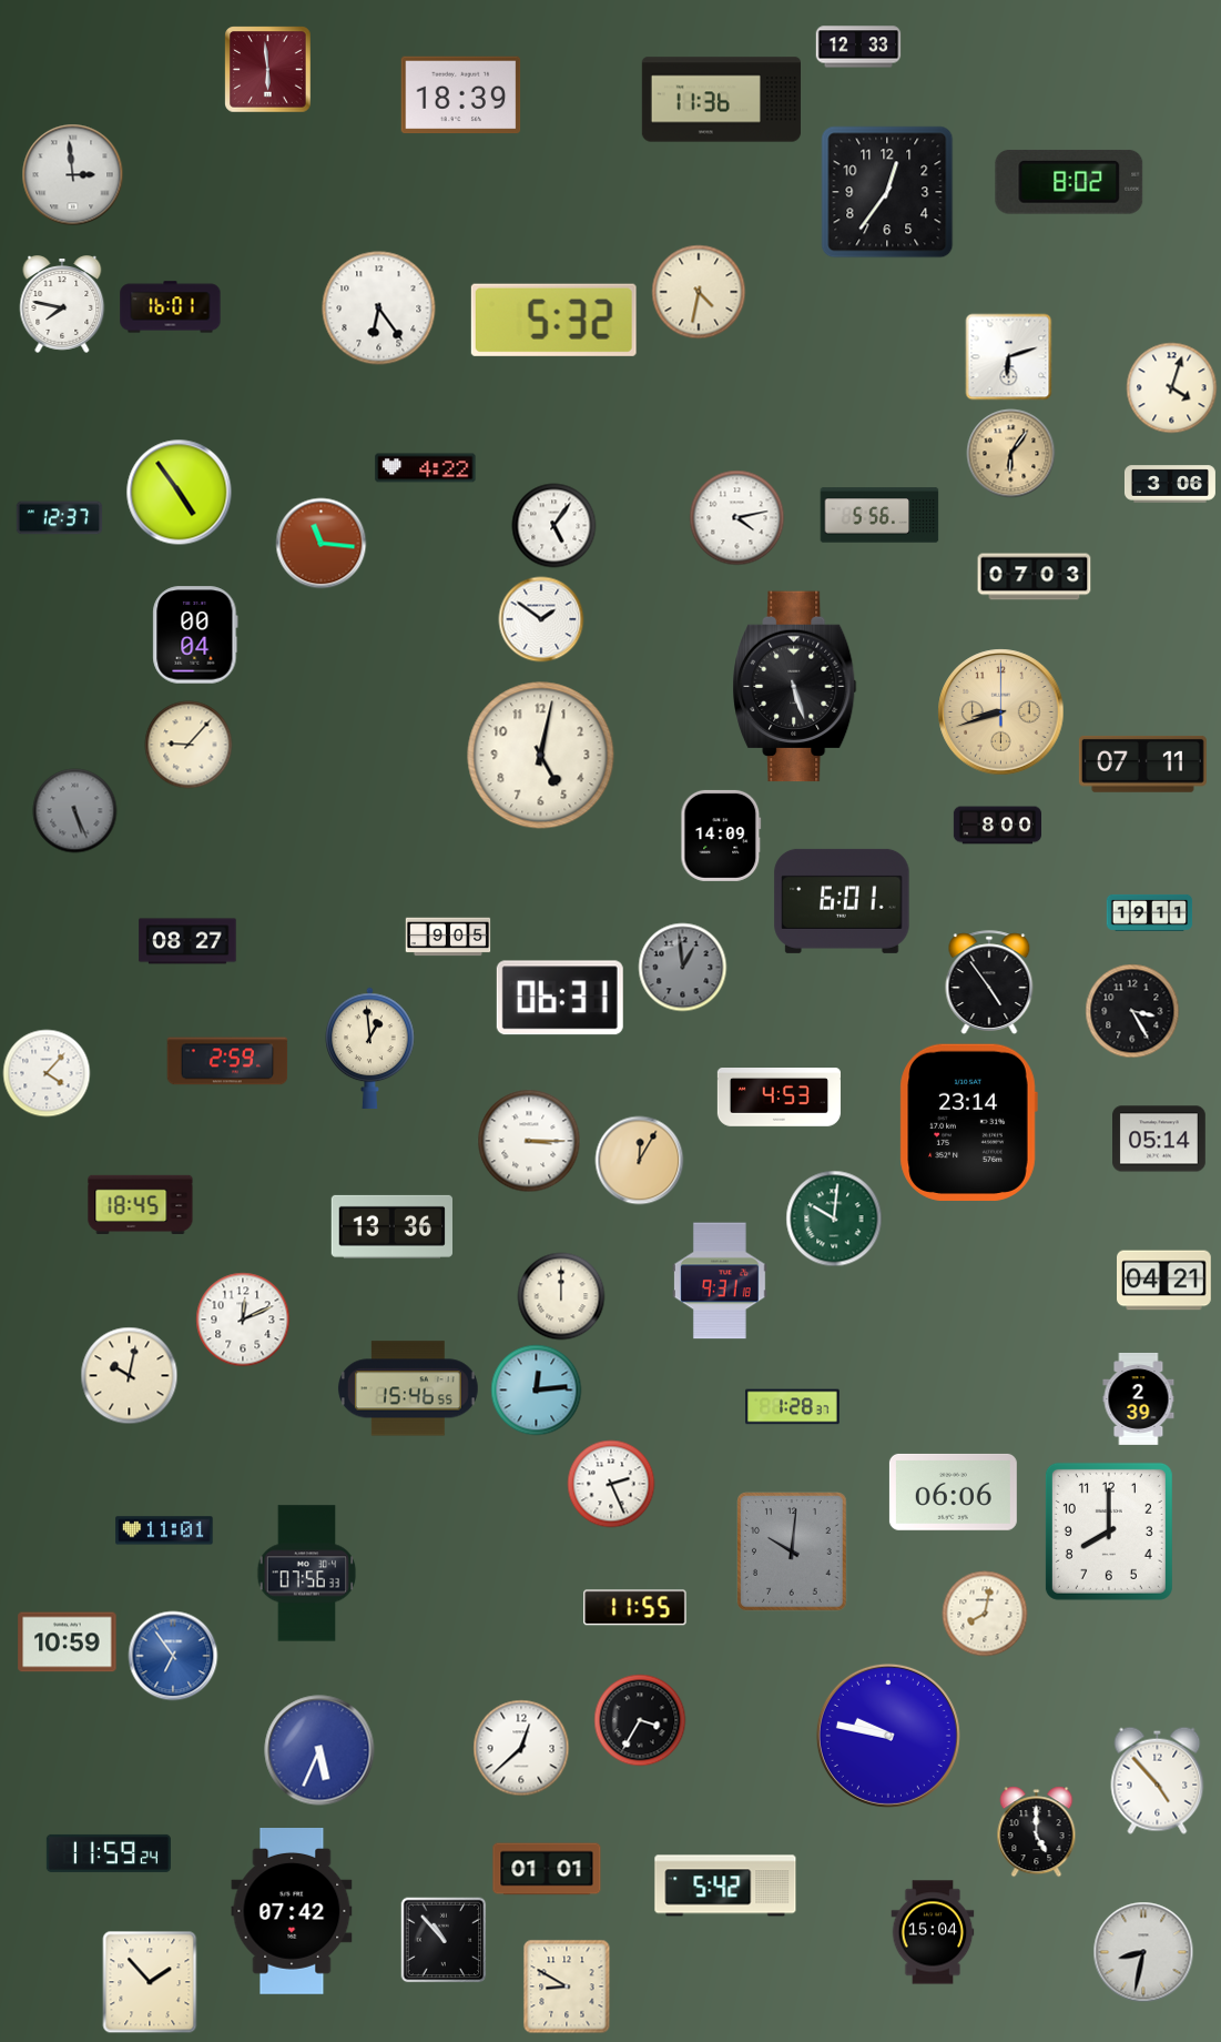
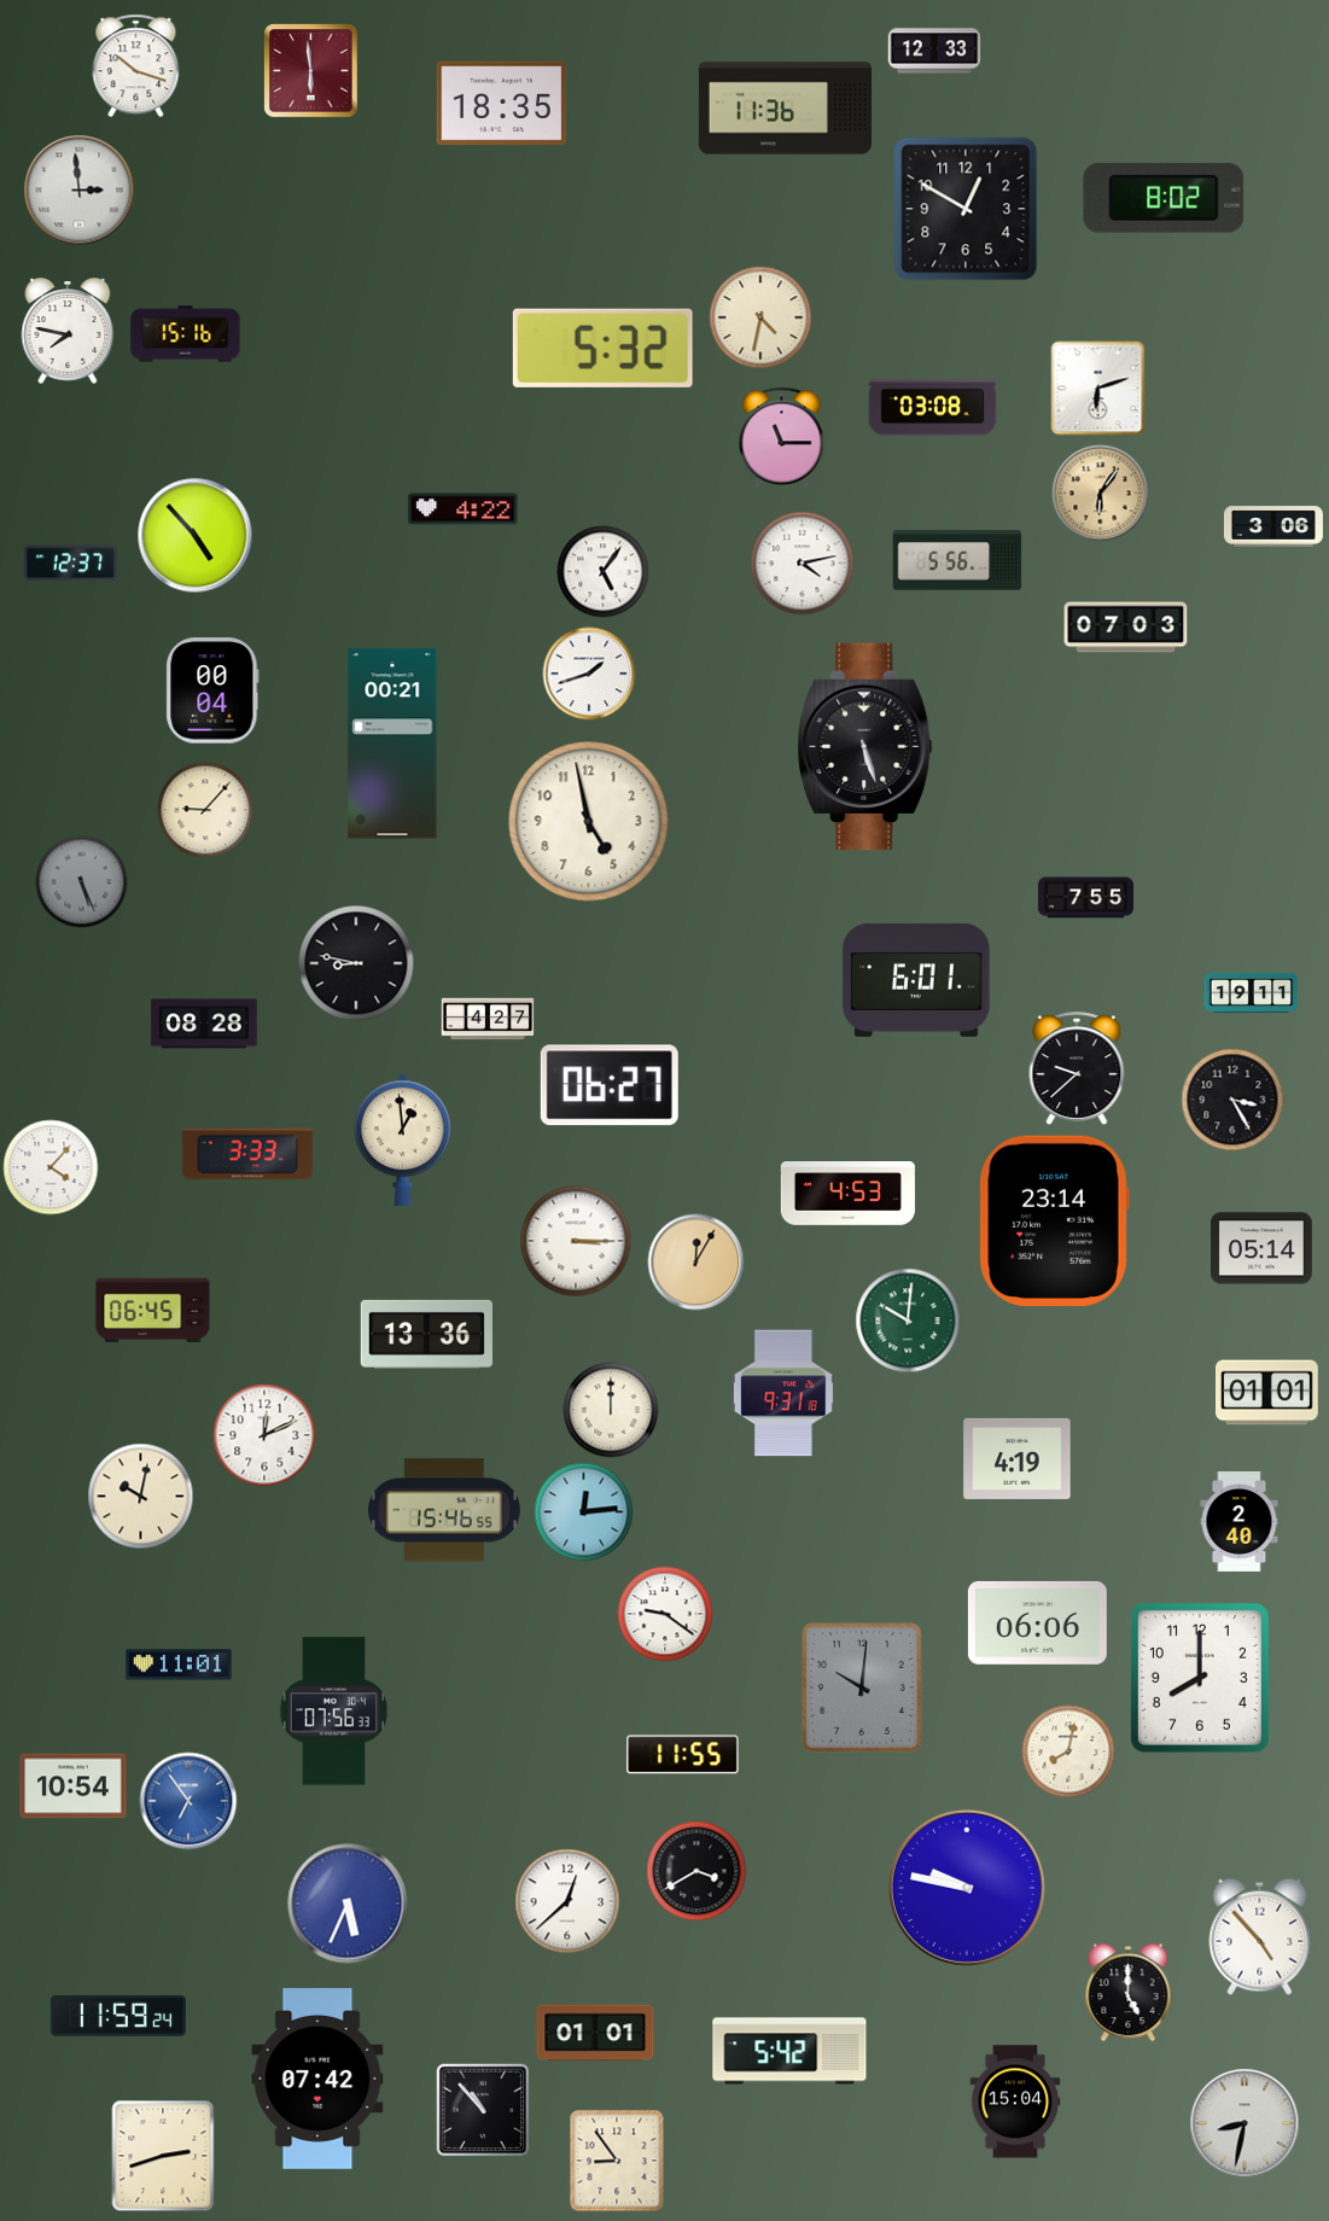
clock at (136, 66): none -> 10:18
clock at (268, 70) position: (268, 70) -> (311, 71)
clock at (461, 95): 18:39 -> 18:35
clock at (887, 192): 12:36 -> 12:50
clock at (171, 307): 16:01 -> 15:16
clock at (379, 309): 6:24 -> none
clock at (933, 408): none -> 03:08
clock at (1172, 388): 4:03 -> none
clock at (782, 438): none -> 11:15
clock at (180, 493): 4:54 -> 4:53
clock at (60, 518) position: (60, 518) -> (71, 564)
clock at (322, 544): 11:16 -> none
clock at (541, 619): 1:51 -> 1:42
clock at (392, 744): none -> 00:21
clock at (1001, 712): 8:42 -> none
clock at (541, 756): 5:02 -> 4:58
clock at (1142, 764): 07:11 -> none
clock at (997, 826): 8:00 -> 7:55
clock at (721, 836): 14:09 -> none
clock at (356, 963): none -> 8:47
clock at (448, 937): 9:05 -> 4:27
clock at (187, 941): 08:27 -> 08:28
clock at (683, 968): 12:59 -> none
clock at (989, 982): 4:54 -> 9:38
clock at (560, 998): 06:31 -> 06:27
clock at (227, 1061): 2:59 -> 3:33
clock at (1160, 1139) position: (1160, 1139) -> (1263, 1248)
clock at (141, 1204): 18:45 -> 06:45
clock at (834, 1219) position: (834, 1219) -> (908, 1321)
clock at (1164, 1281): 04:21 -> 01:01
clock at (1018, 1458): none -> 4:19
clock at (1139, 1398): 2:39 -> 2:40
clock at (793, 1407): 1:28 -> none
clock at (611, 1484): 2:26 -> 9:21
clock at (1109, 1531) position: (1109, 1531) -> (1200, 1678)
clock at (635, 1608) position: (635, 1608) -> (683, 1755)
clock at (985, 1614) position: (985, 1614) -> (1068, 1751)
clock at (68, 1642): 10:59 -> 10:54
clock at (640, 1720): 3:35 -> 3:40
clock at (150, 1982): 1:53 -> 2:42
clock at (567, 1987): 8:50 -> 8:54
